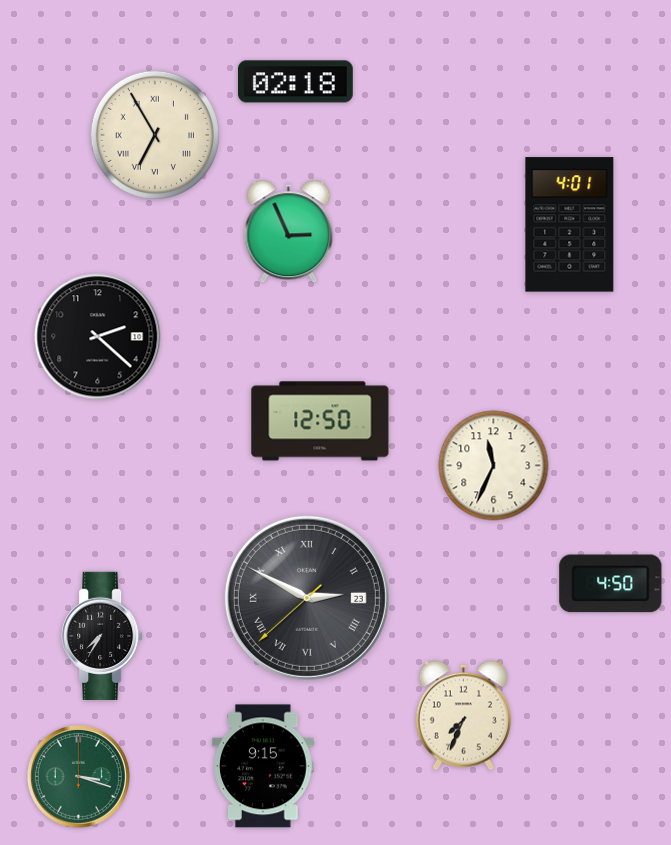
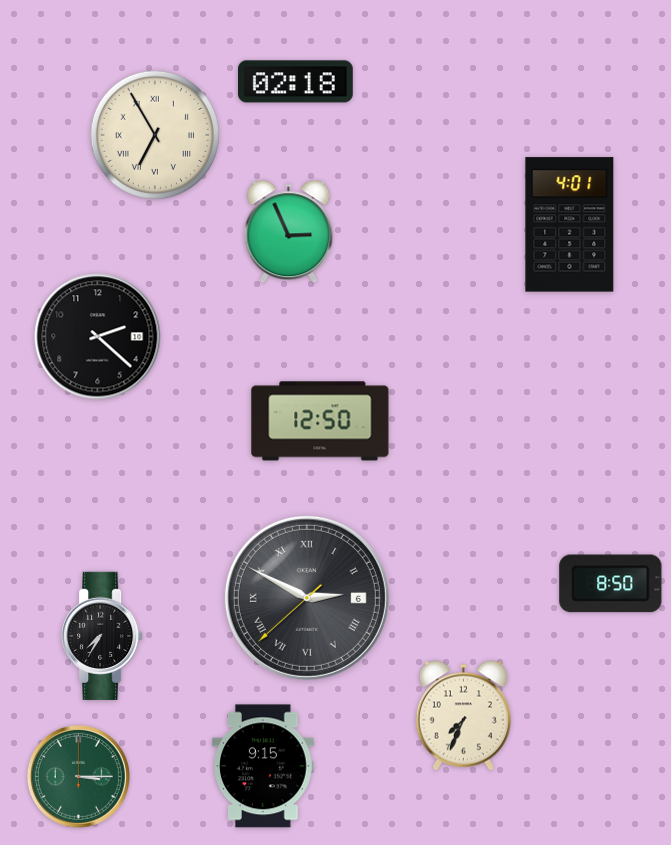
clock at (494, 466): 11:34 -> none
clock at (611, 584): 4:50 -> 8:50
clock at (307, 598) date: 23 -> 6
clock at (78, 776): 3:18 -> 3:15
